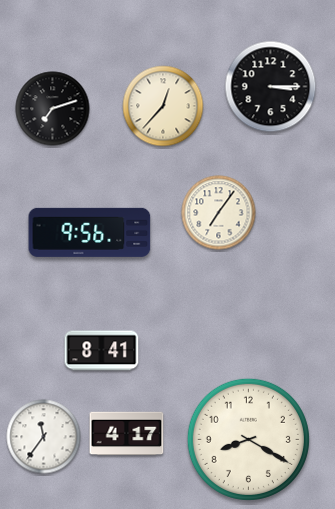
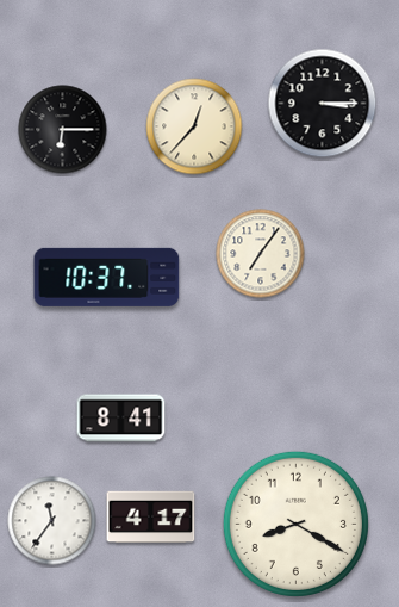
clock at (53, 109): 7:12 -> 6:15
clock at (90, 232): 9:56 -> 10:37
